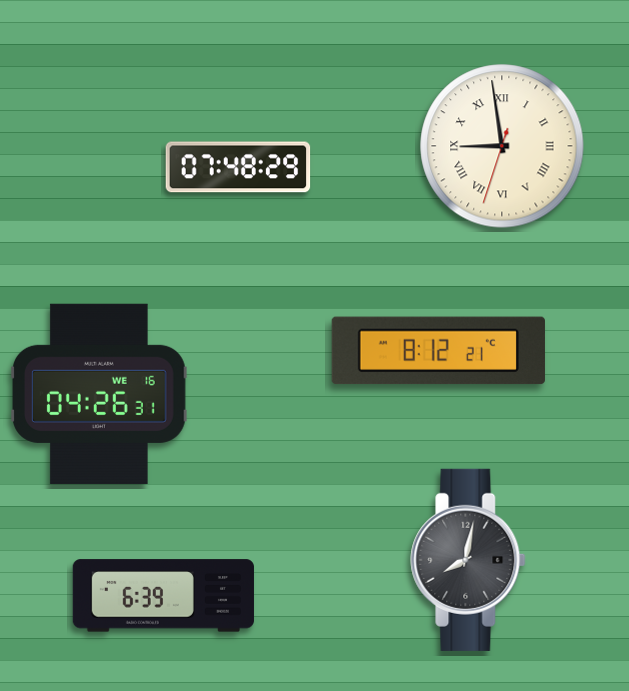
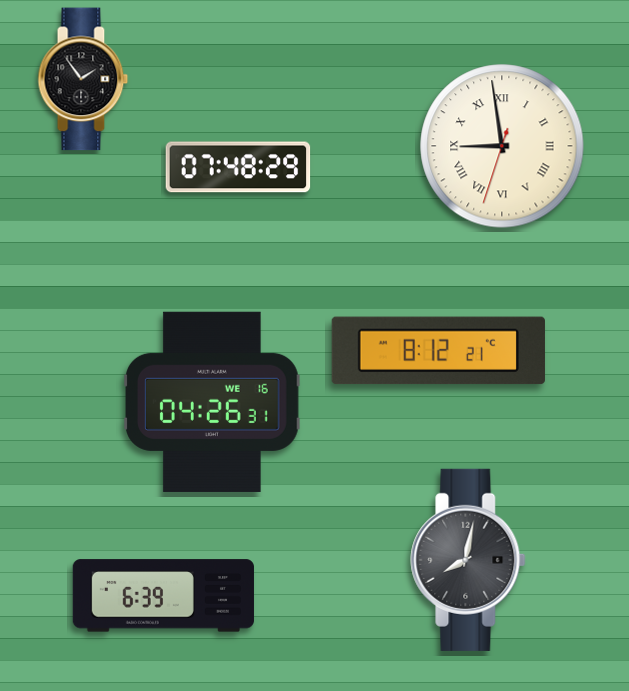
clock at (83, 79): none -> 1:54
clock at (100, 394) position: (100, 394) -> (213, 402)
